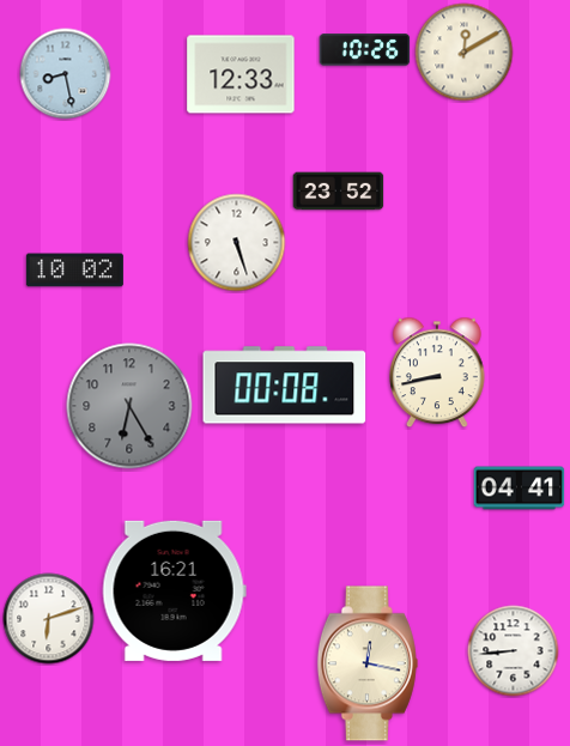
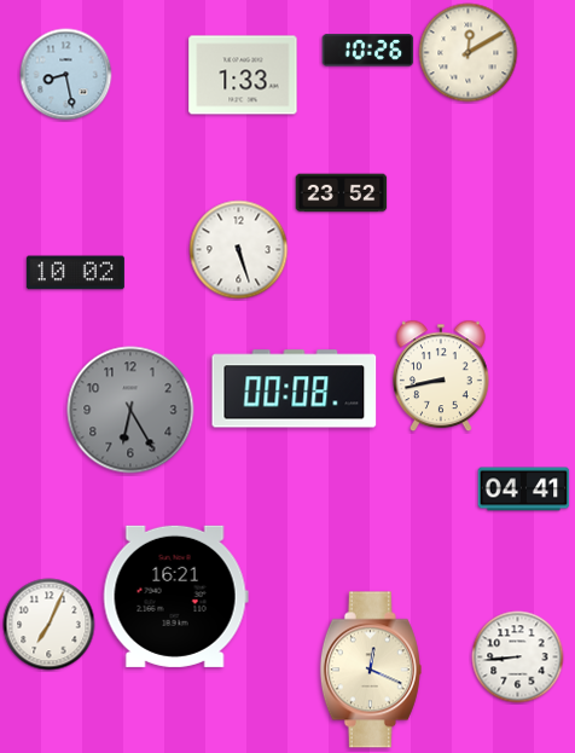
clock at (241, 74): 12:33 -> 1:33
clock at (237, 243) position: (237, 243) -> (239, 250)
clock at (285, 386) position: (285, 386) -> (295, 389)
clock at (520, 489) position: (520, 489) -> (524, 490)
clock at (49, 619): 6:12 -> 7:04
clock at (368, 663): 12:17 -> 12:19
